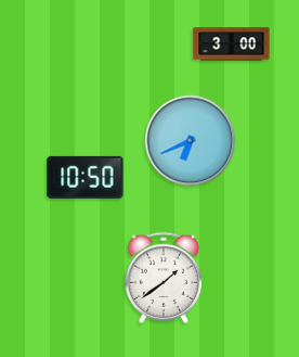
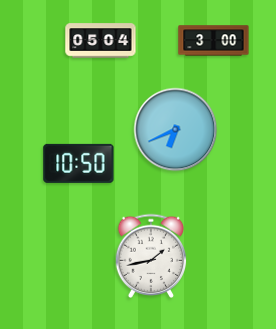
clock at (101, 41): none -> 05:04
clock at (164, 278): 1:39 -> 1:43
